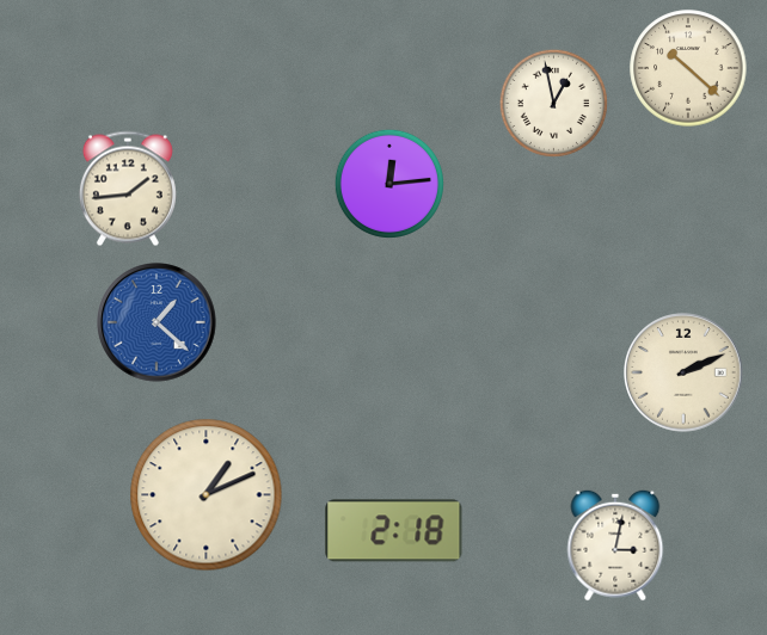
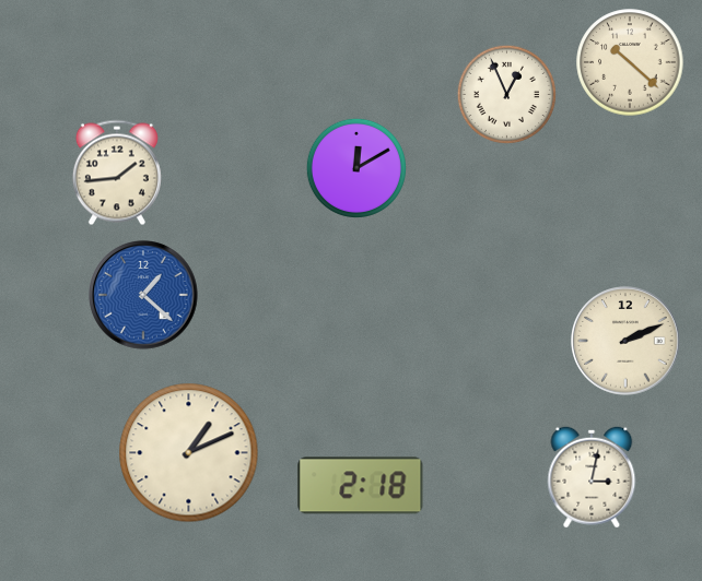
clock at (553, 103): 12:58 -> 12:56
clock at (389, 184): 12:14 -> 12:10
clock at (615, 545) position: (615, 545) -> (592, 477)
